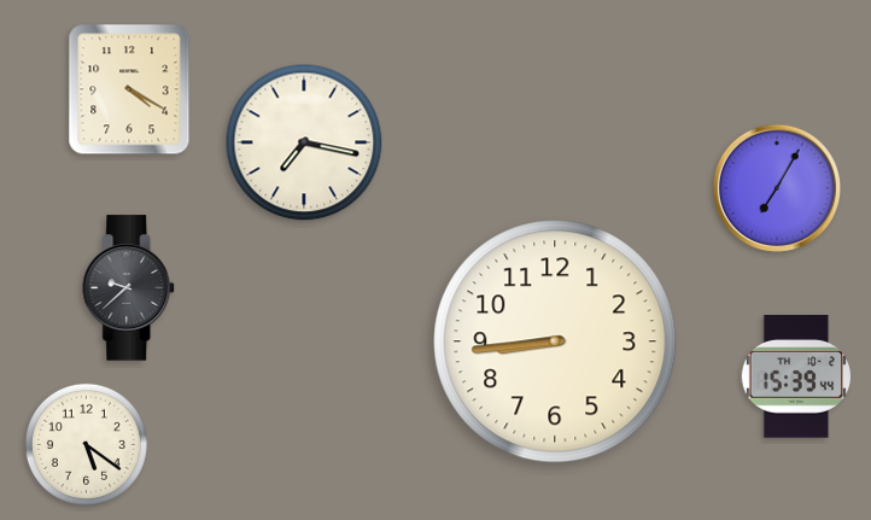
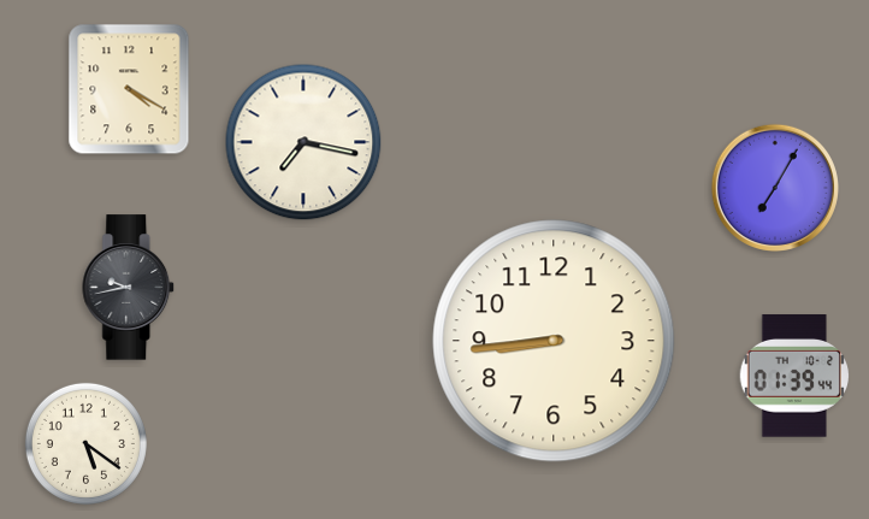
clock at (129, 288): 9:38 -> 9:43
clock at (795, 376): 15:39 -> 01:39
